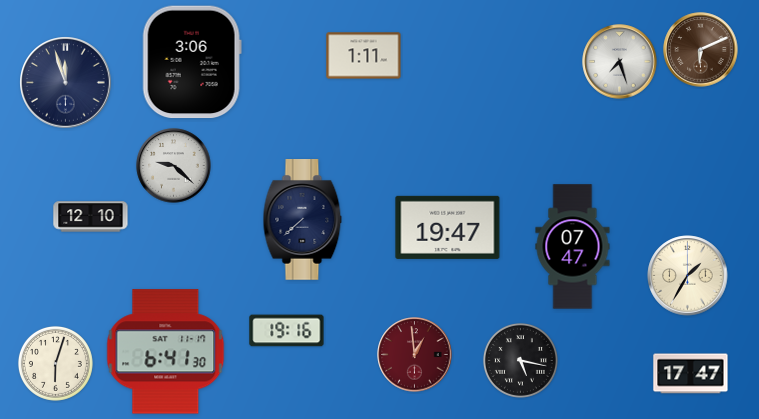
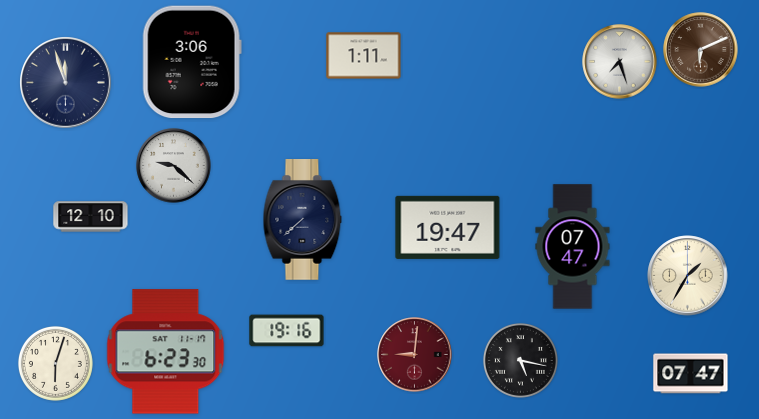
clock at (166, 352): 6:41 -> 6:23
clock at (415, 355): 12:59 -> 9:01
clock at (691, 374): 17:47 -> 07:47
